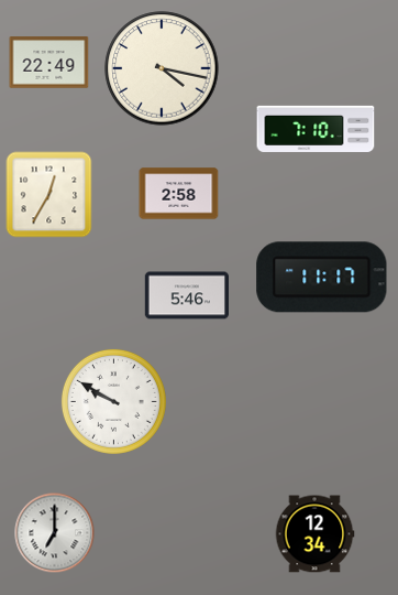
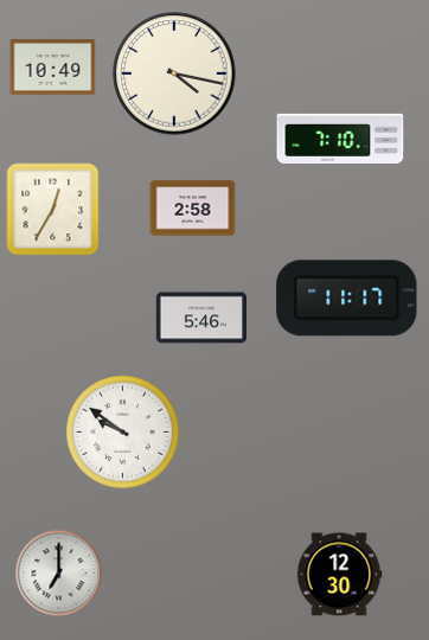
clock at (49, 63): 22:49 -> 10:49
clock at (113, 401): 9:50 -> 9:51
clock at (314, 534): 12:34 -> 12:30
